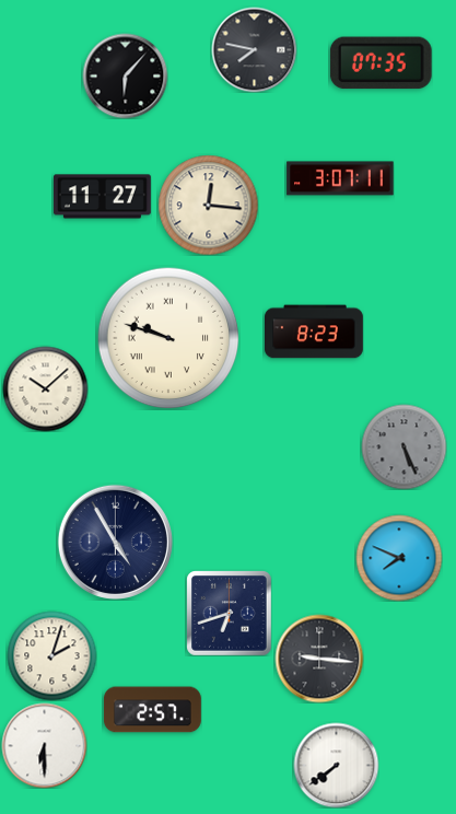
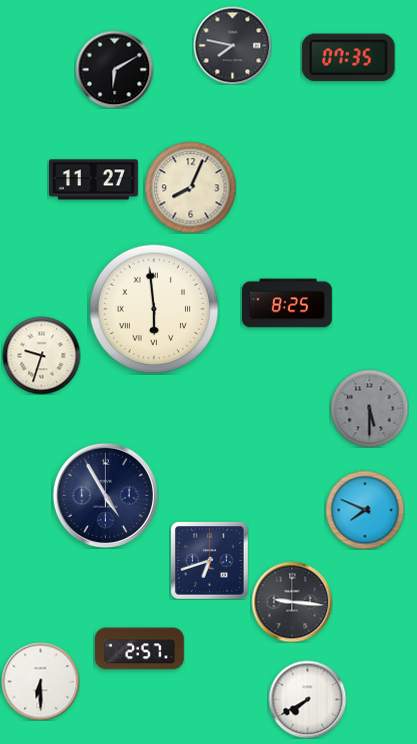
clock at (125, 75): 6:07 -> 6:10
clock at (340, 178): 3:07 -> none
clock at (208, 205): 12:16 -> 8:04
clock at (315, 332): 8:23 -> 8:25
clock at (168, 338): 9:48 -> 5:59
clock at (45, 388): 10:08 -> 9:33
clock at (404, 446): 5:26 -> 5:30
clock at (51, 655): 2:03 -> none
clock at (336, 765): 7:39 -> 7:40
